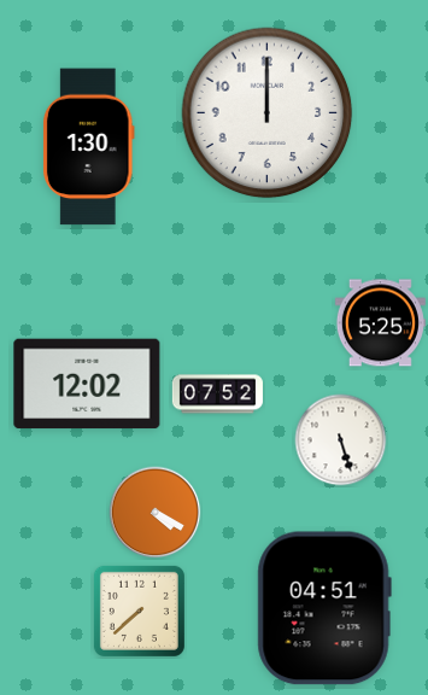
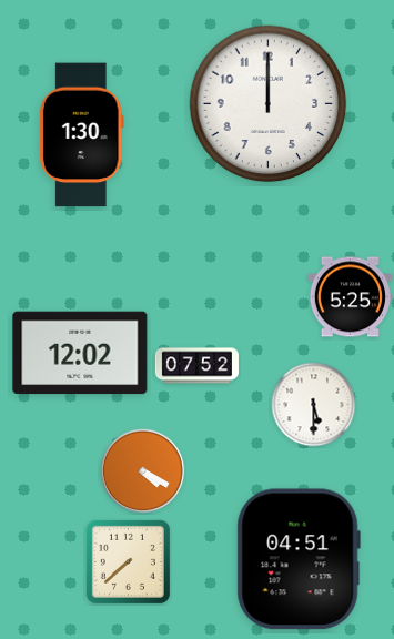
clock at (268, 113) position: (268, 113) -> (269, 104)
clock at (217, 395) position: (217, 395) -> (196, 366)
clock at (341, 440): 5:27 -> 5:30
